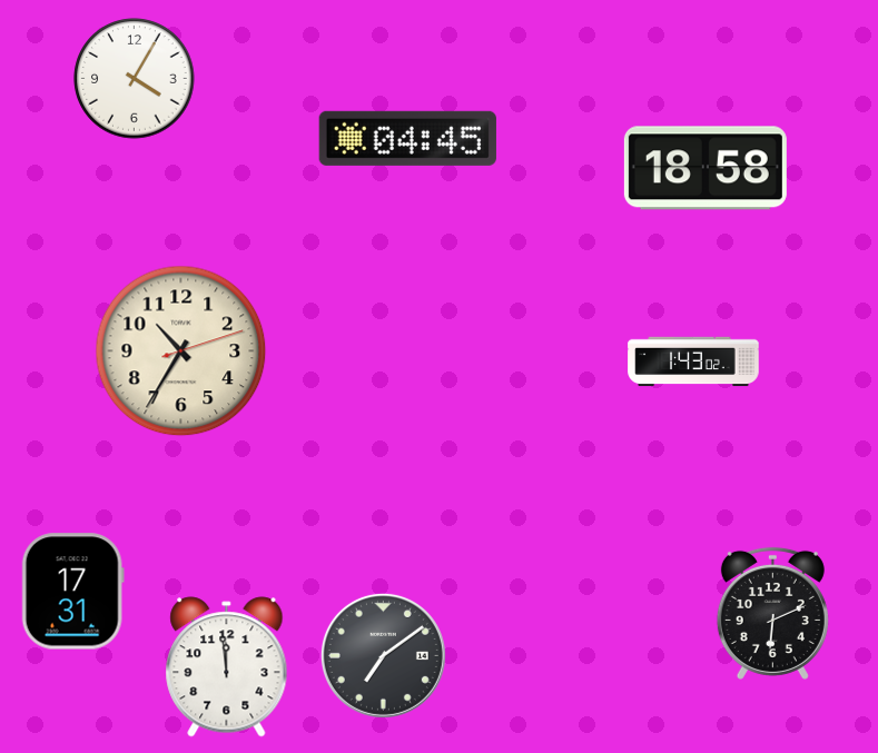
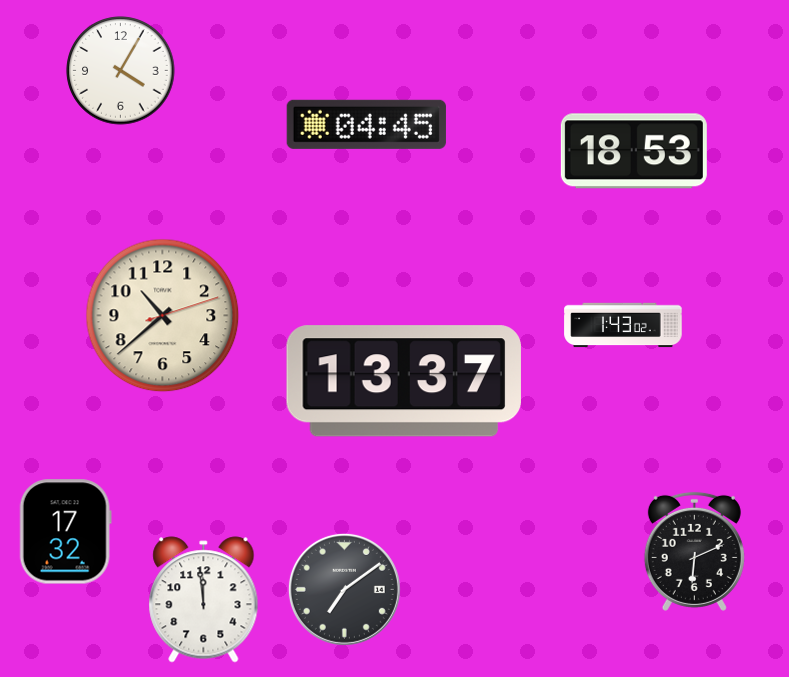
clock at (706, 168): 18:58 -> 18:53
clock at (181, 351): 10:35 -> 10:38
clock at (404, 381): none -> 13:37
clock at (72, 592): 17:31 -> 17:32
